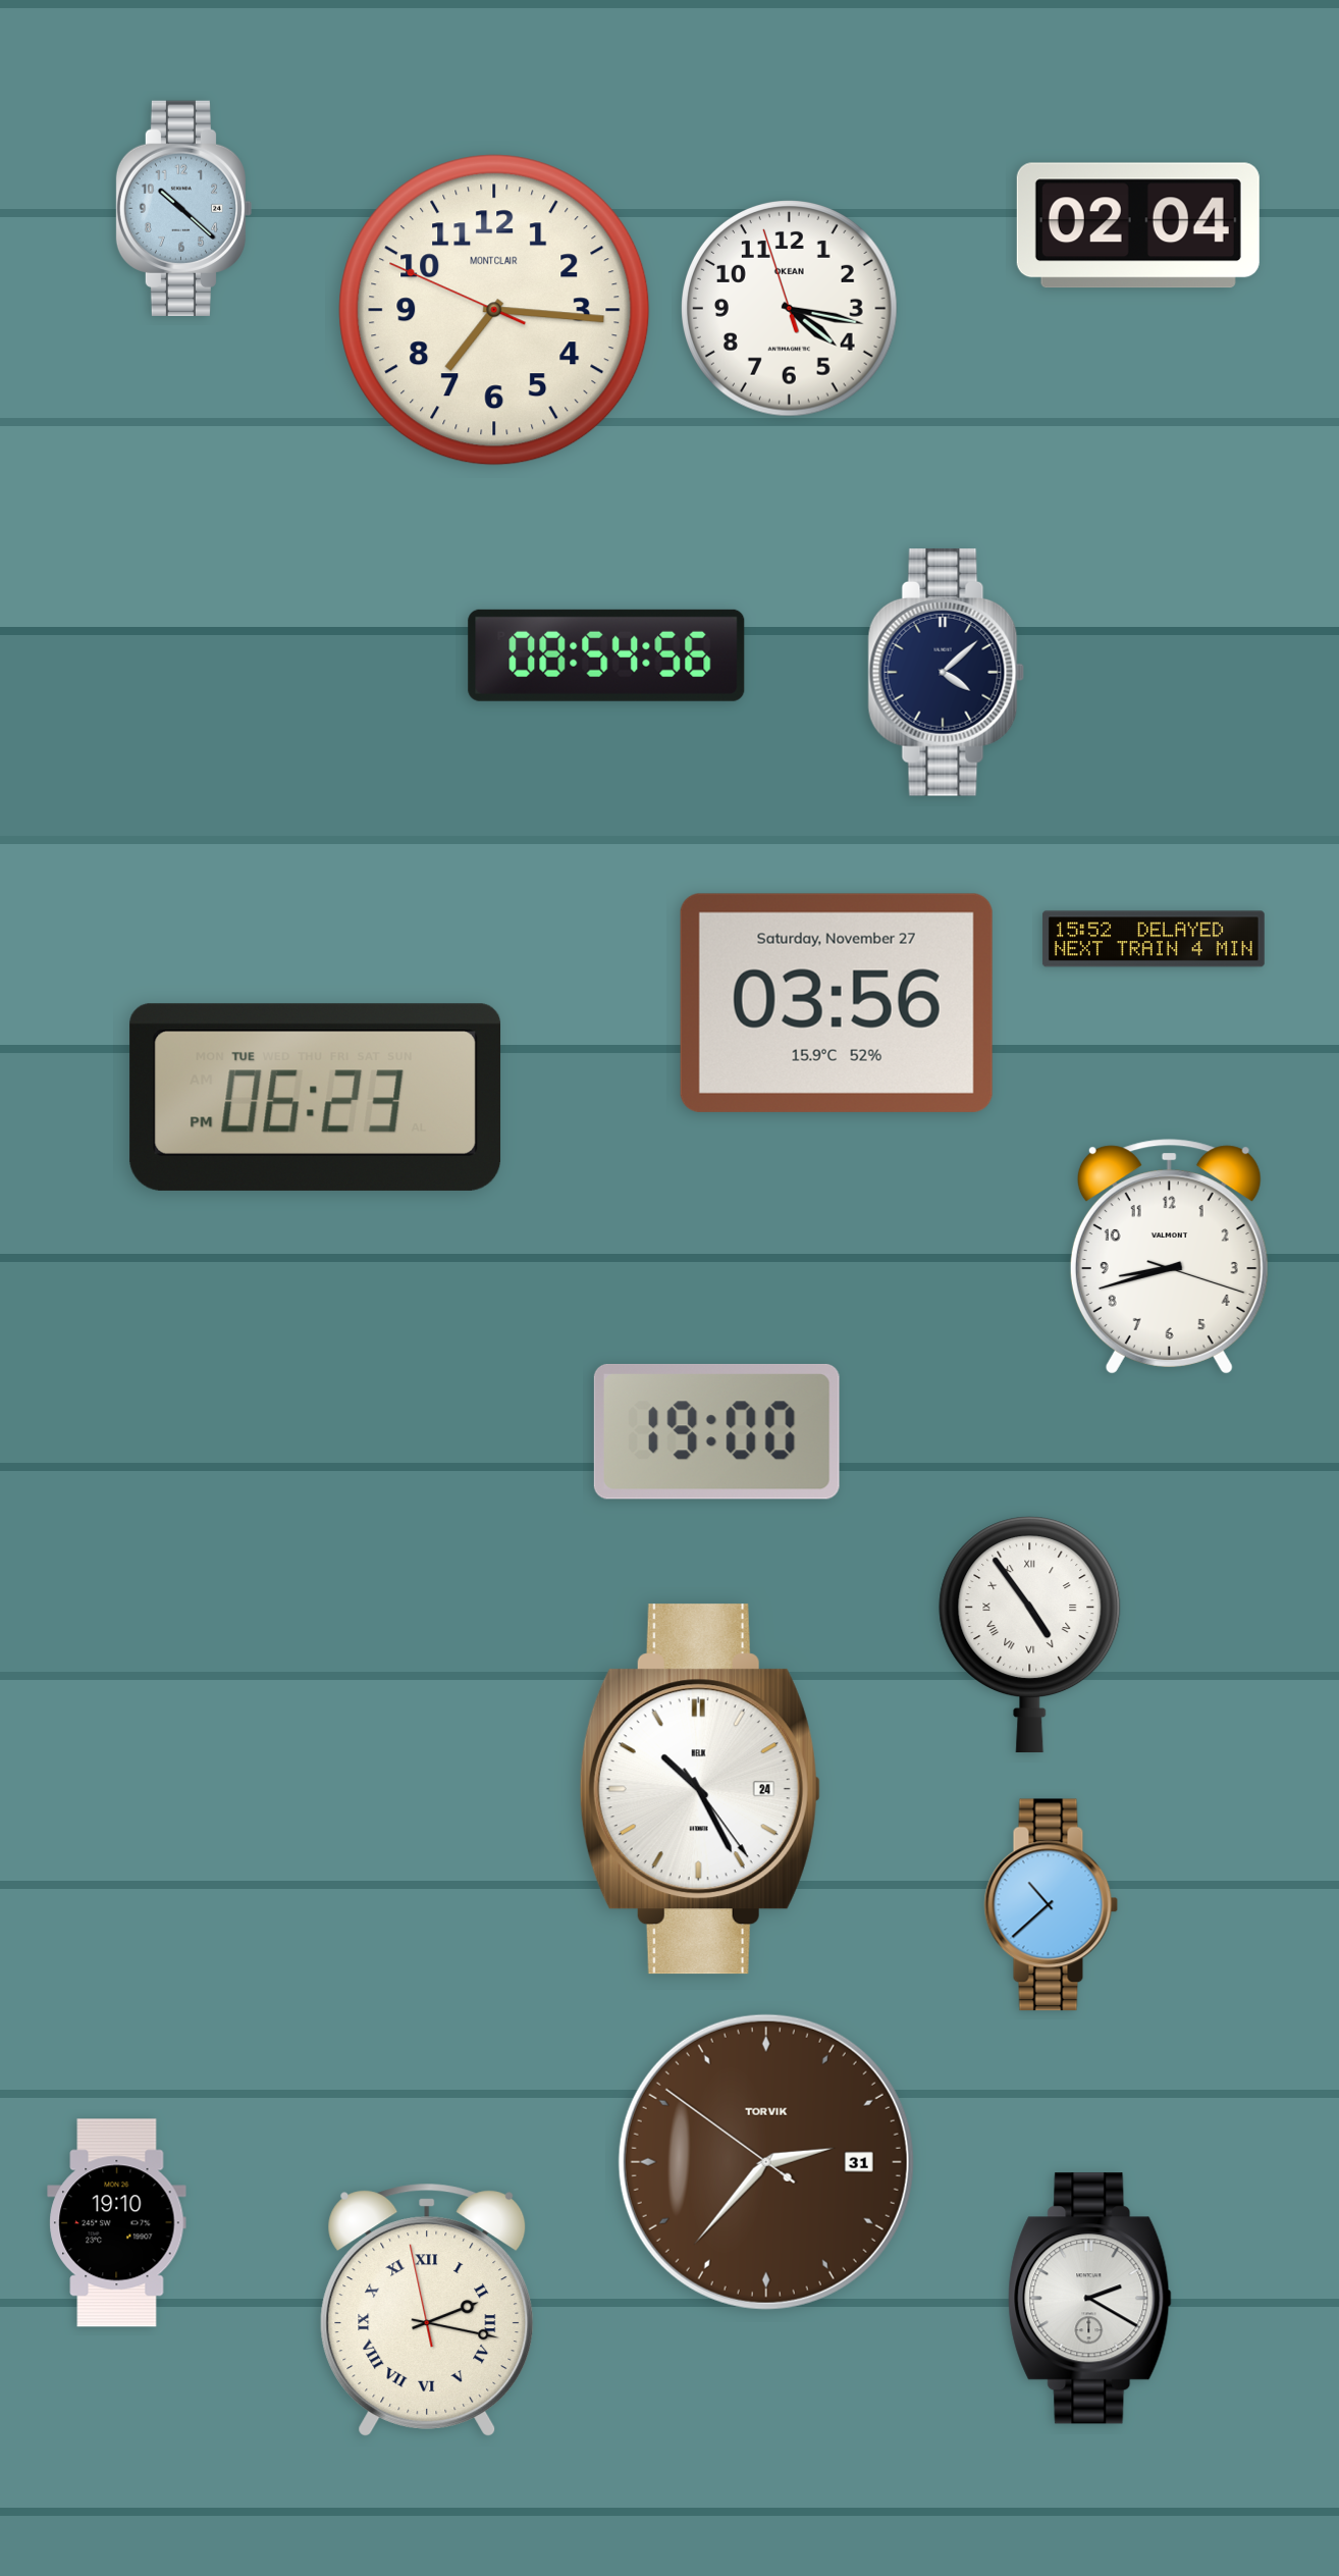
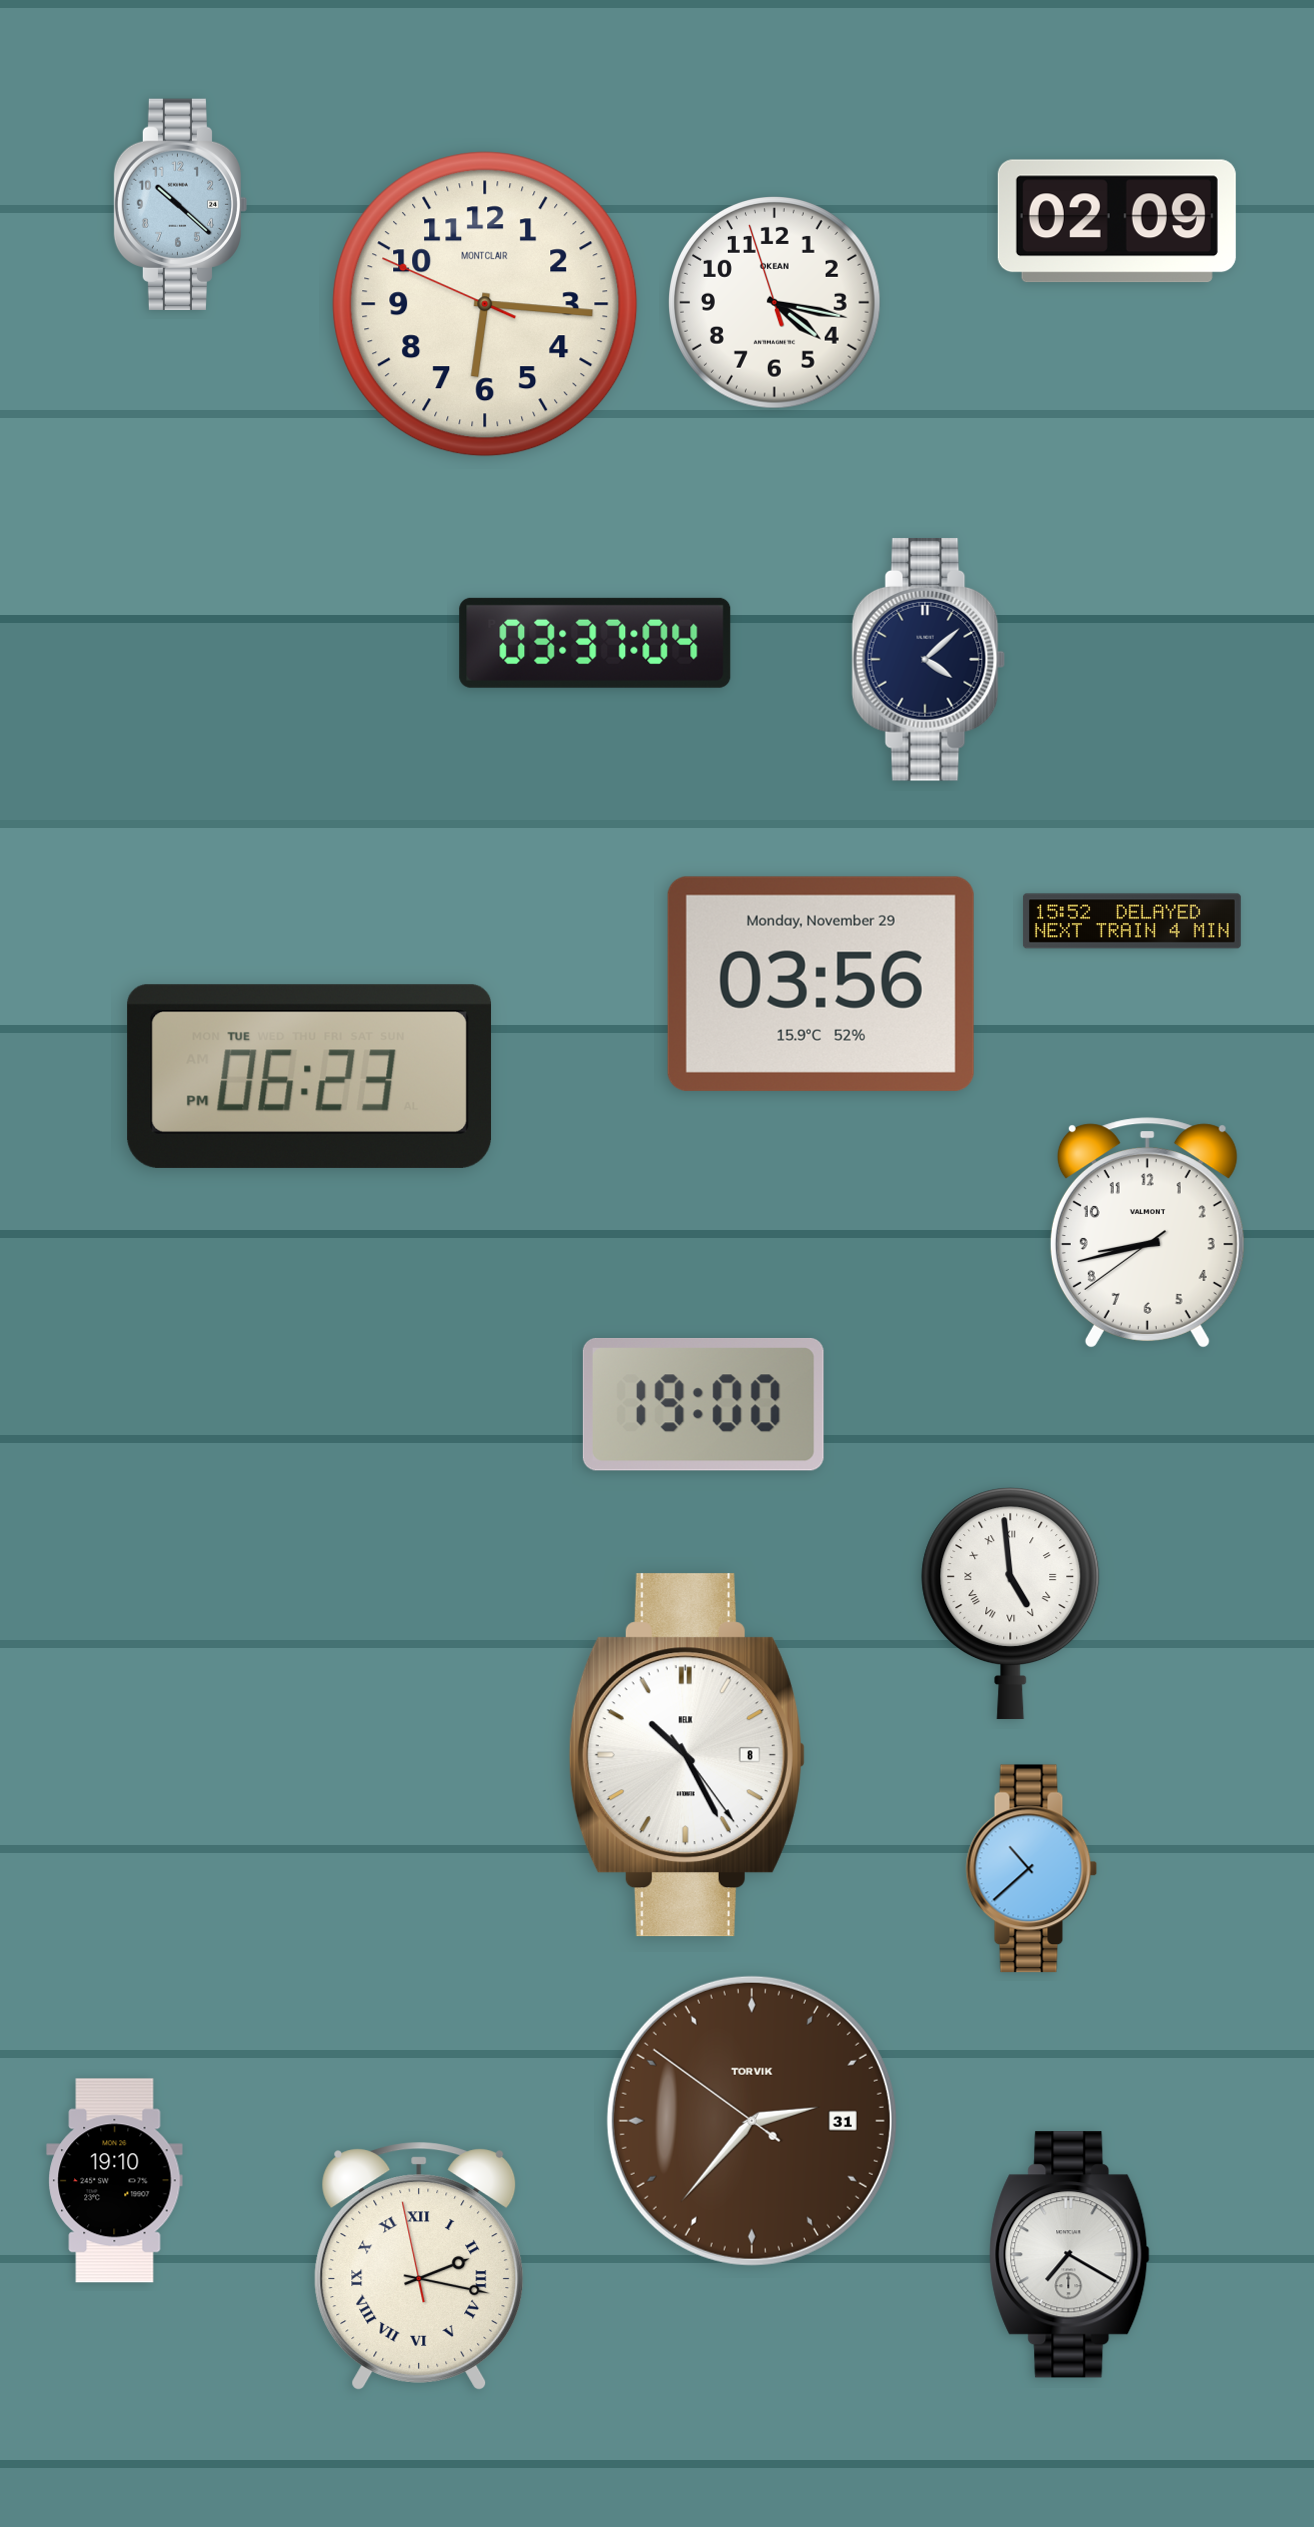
clock at (1138, 225): 02:04 -> 02:09
clock at (494, 310): 7:15 -> 6:15
clock at (606, 655): 08:54 -> 03:37
clock at (837, 1003) date: Saturday, November 27 -> Monday, November 29
clock at (1169, 1257): 8:42:18 -> 8:42:39
clock at (1030, 1635): 4:54 -> 4:59
clock at (700, 1789) date: 24 -> 8
clock at (1090, 2299): 2:20 -> 7:20
